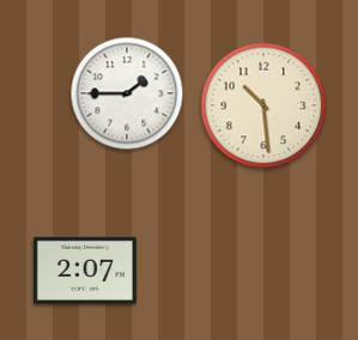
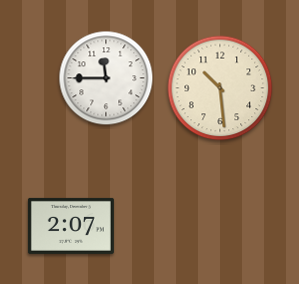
clock at (127, 93): 1:45 -> 11:45
